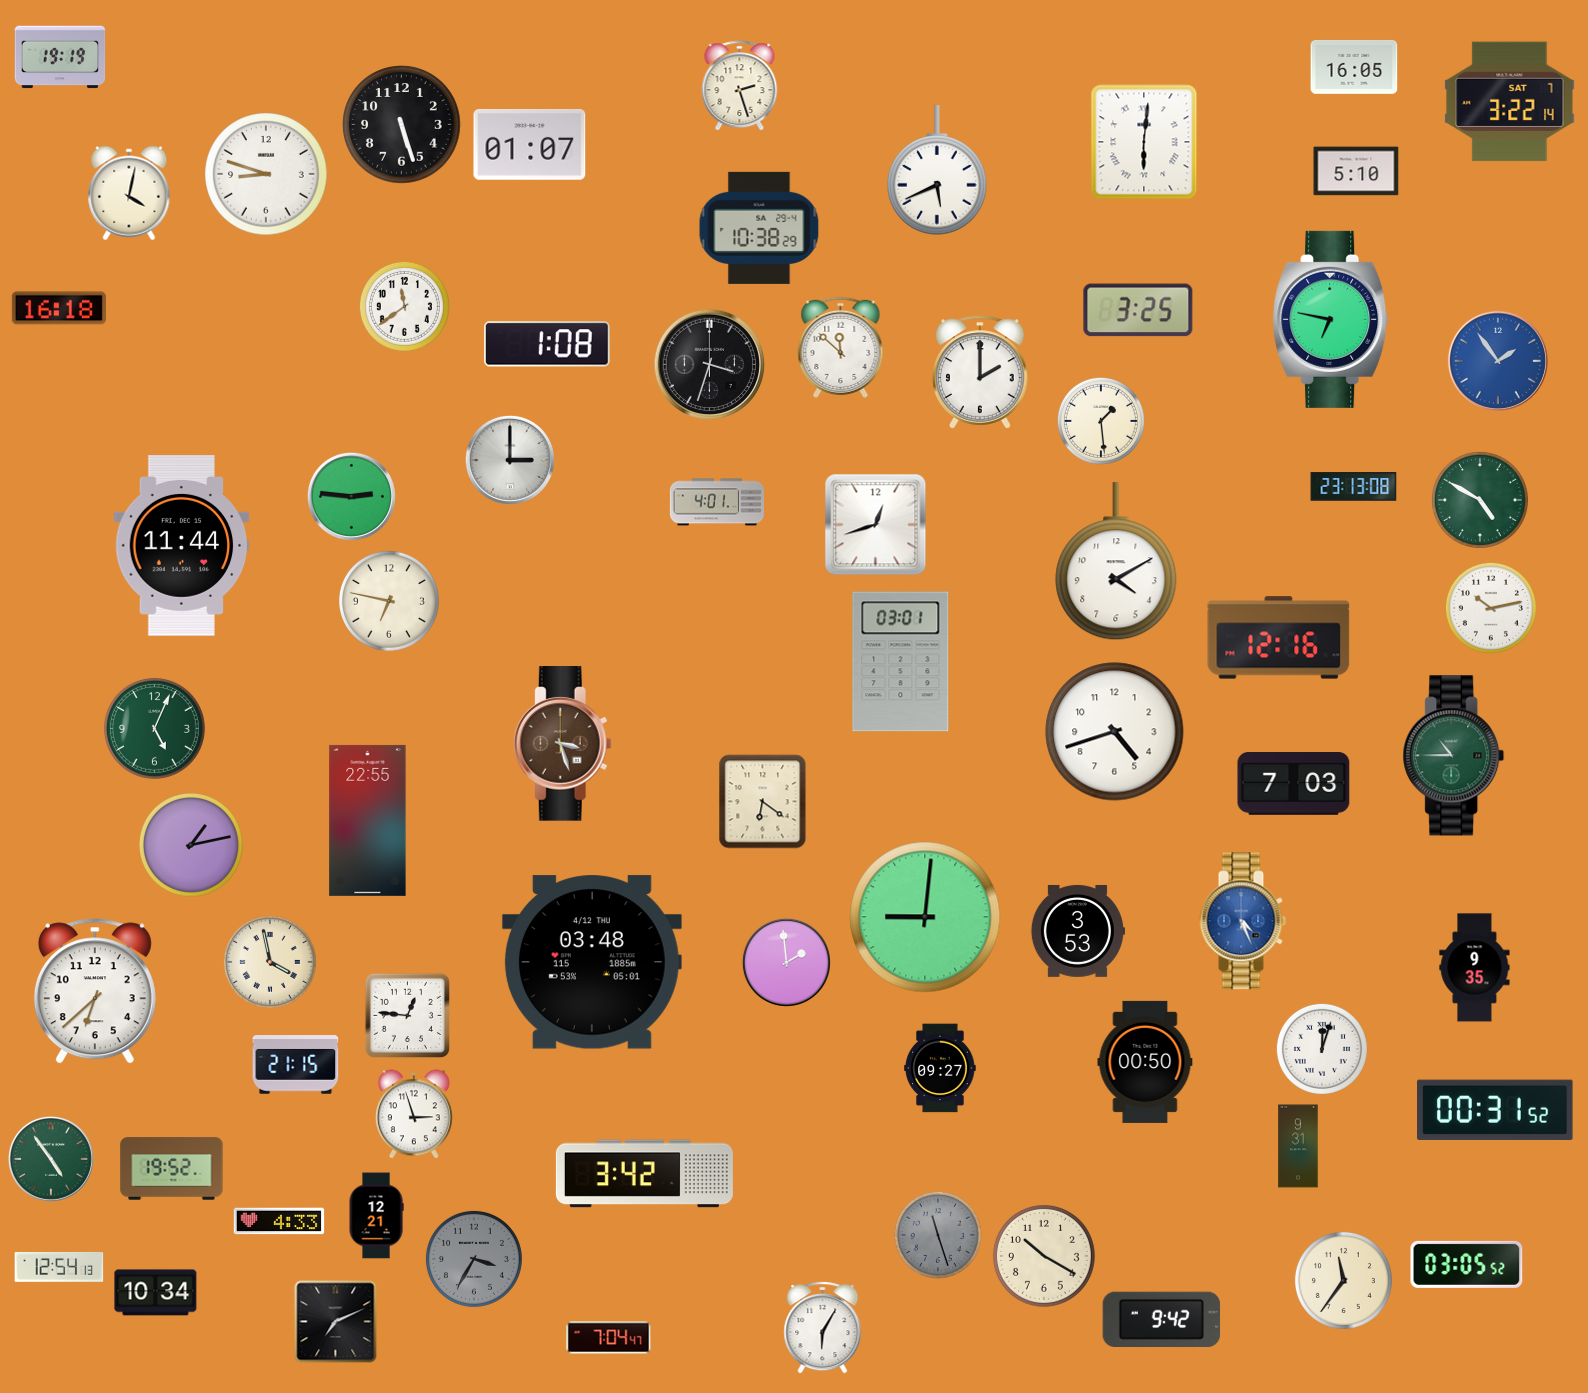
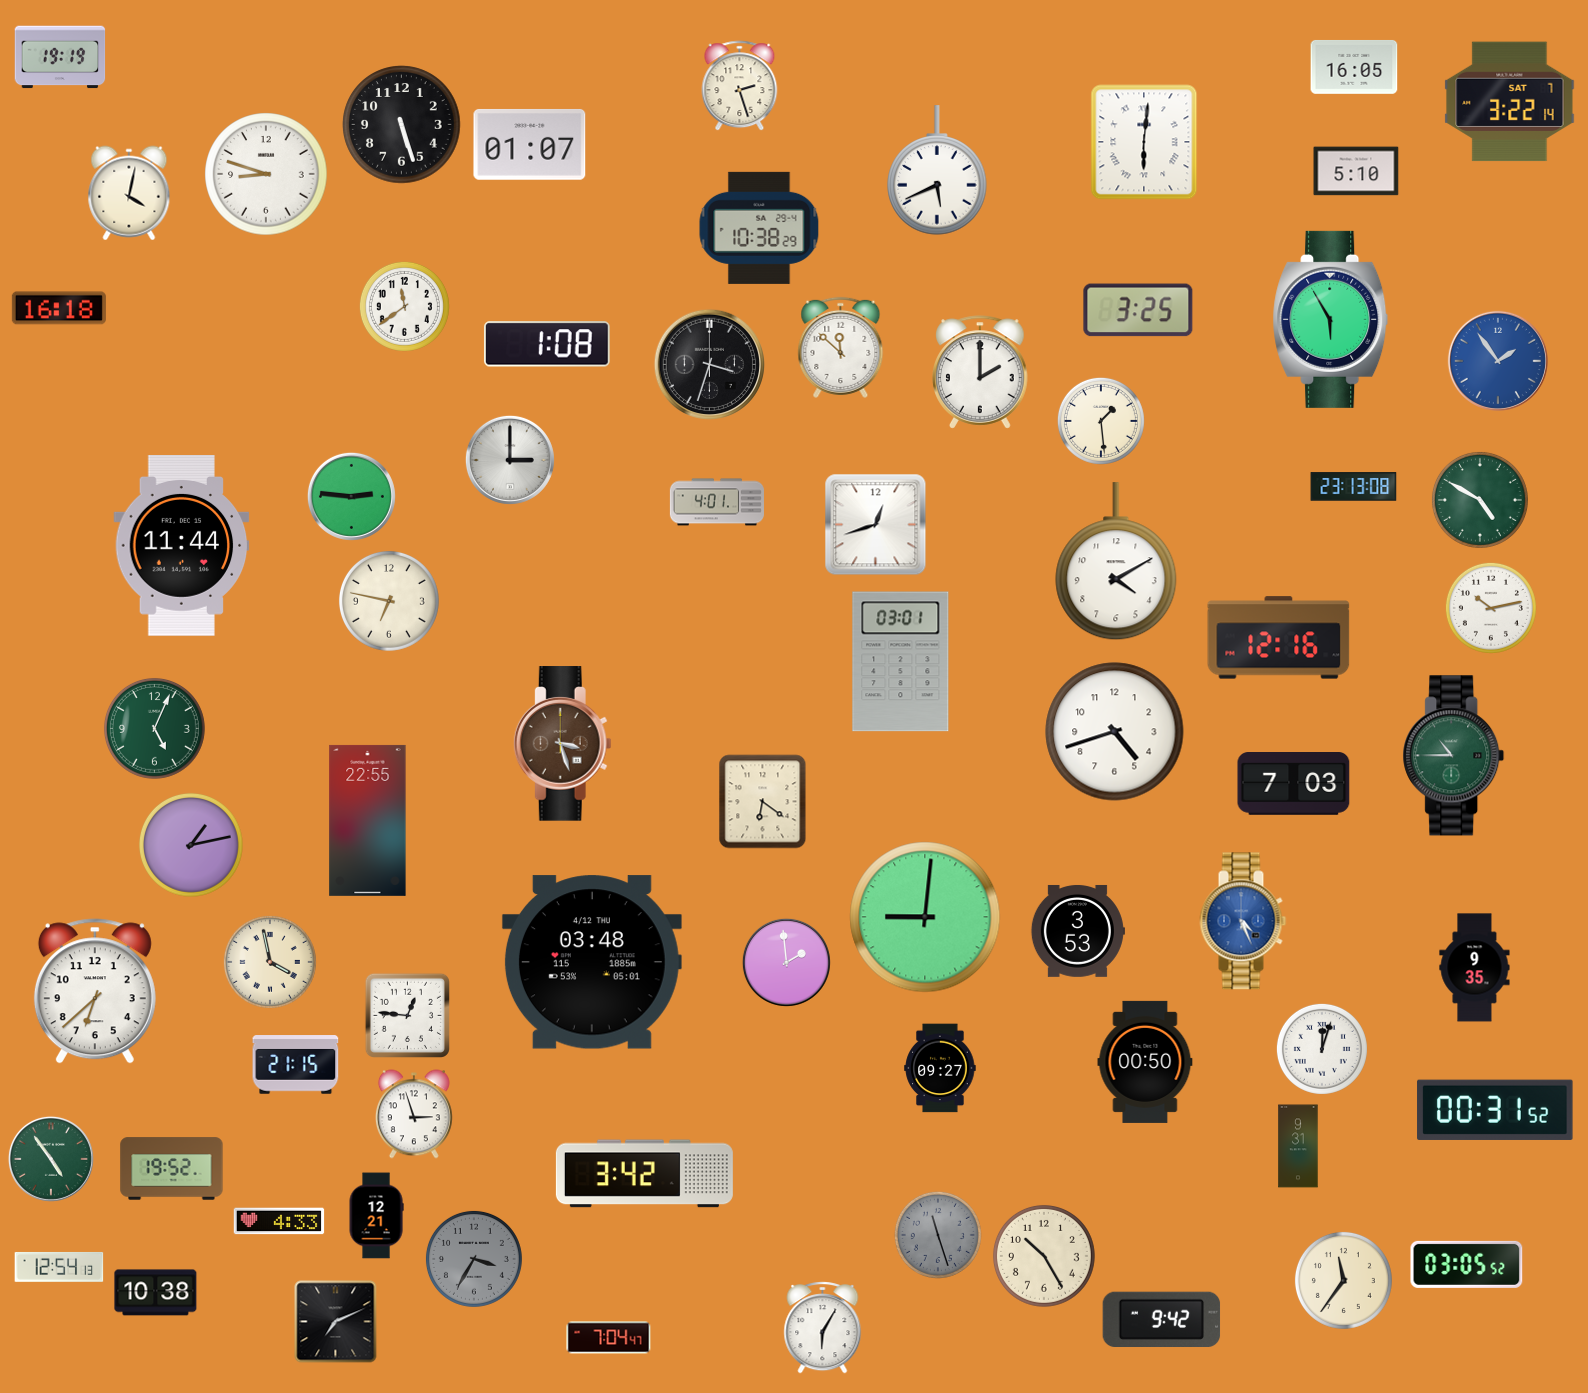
clock at (1331, 319): 6:47 -> 5:55
clock at (1044, 1256): 10:20 -> 10:25
clock at (156, 1293): 10:34 -> 10:38
